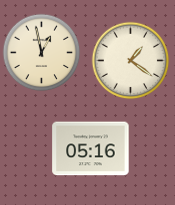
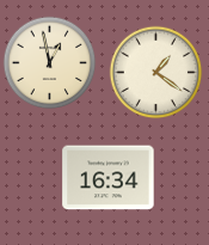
clock at (91, 149): 05:16 -> 16:34
